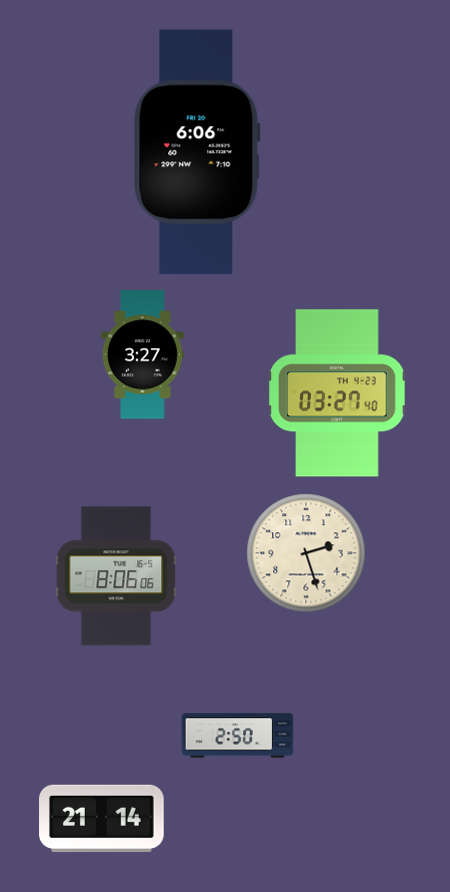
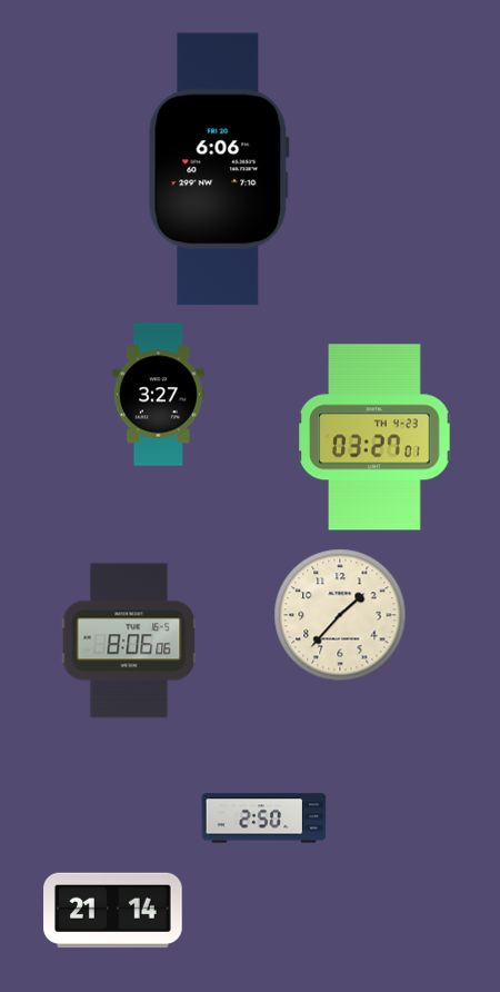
clock at (337, 393): 03:27:40 -> 03:27:01
clock at (306, 553): 2:27 -> 1:37
